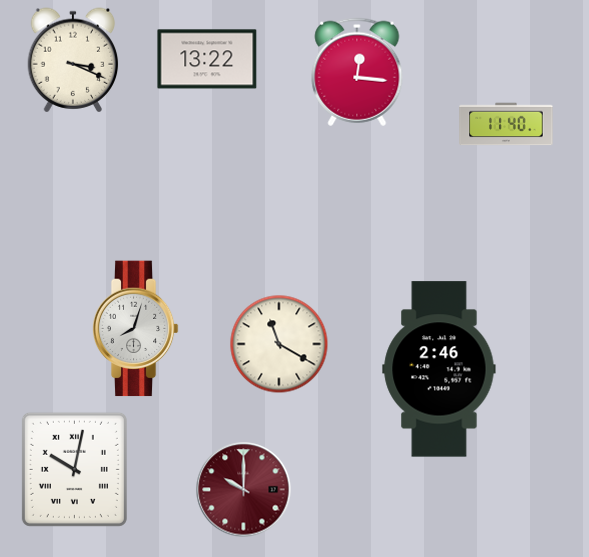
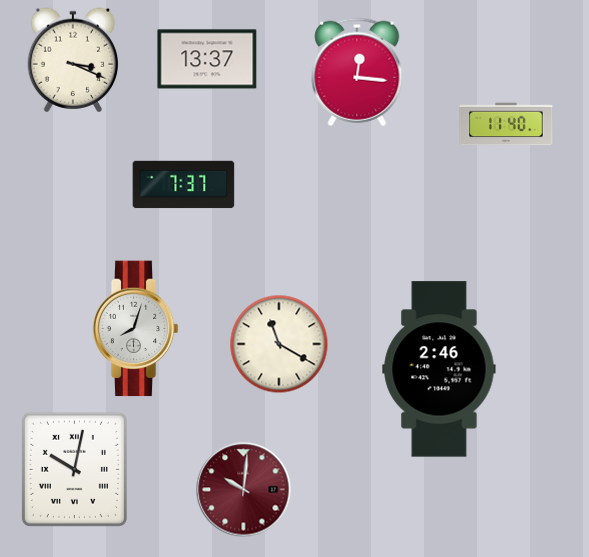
clock at (207, 59): 13:22 -> 13:37
clock at (184, 185): none -> 7:37
clock at (244, 490): 10:00 -> 10:01
